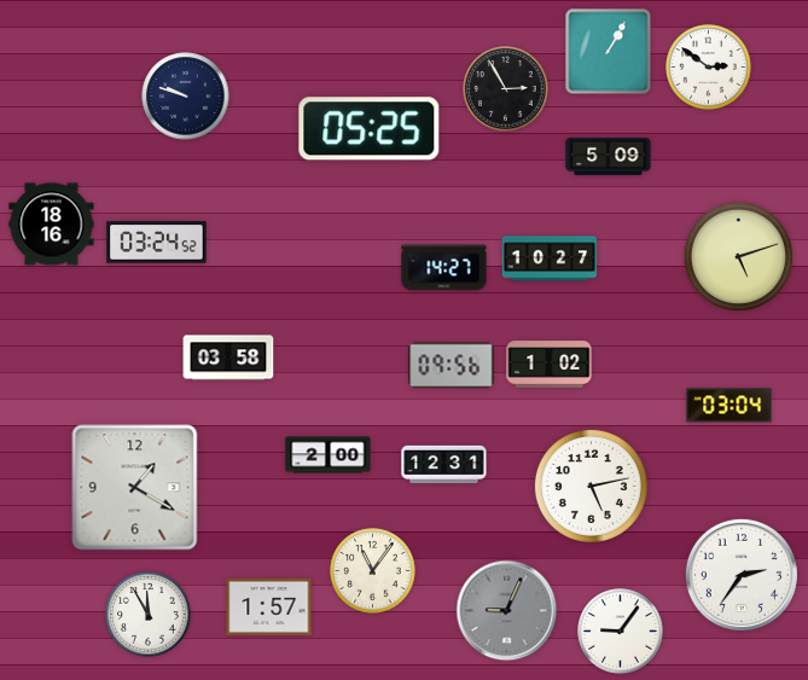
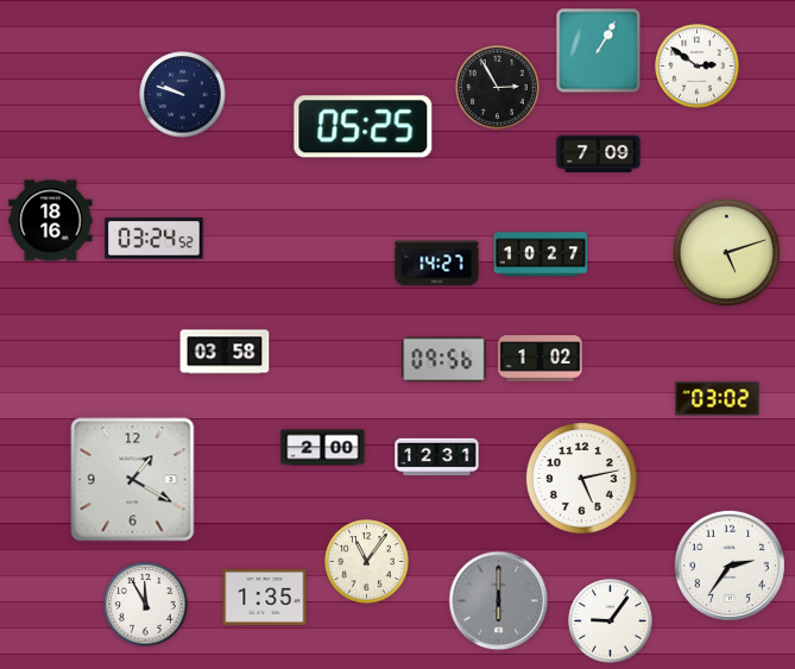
clock at (609, 156): 5:09 -> 7:09
clock at (729, 406): 03:04 -> 03:02
clock at (269, 606): 1:57 -> 1:35
clock at (507, 611): 9:04 -> 6:00
